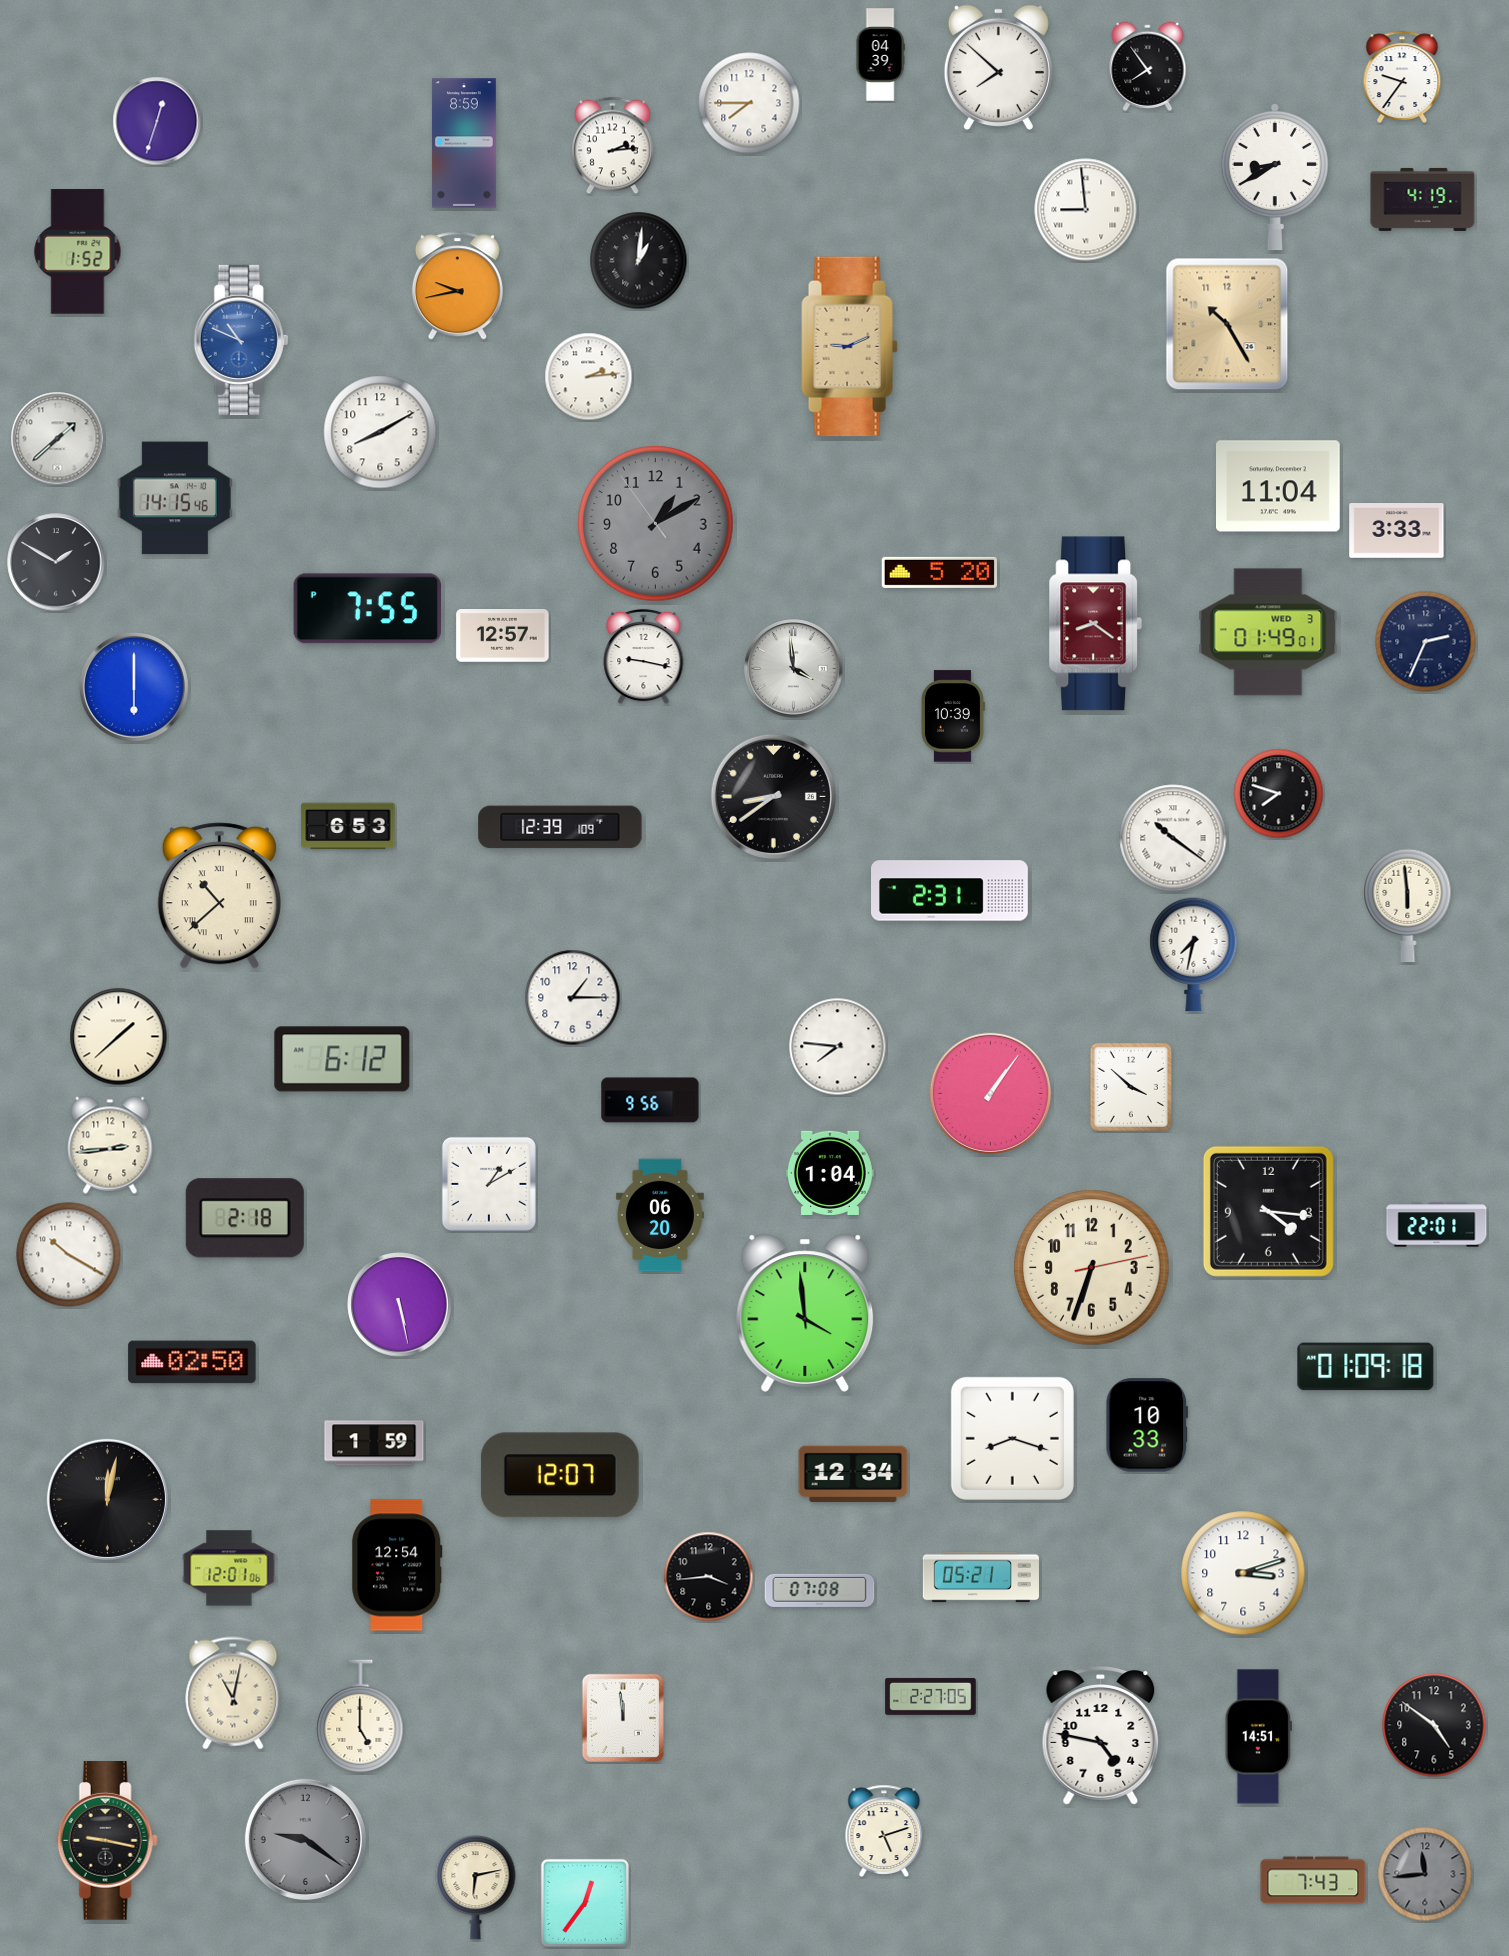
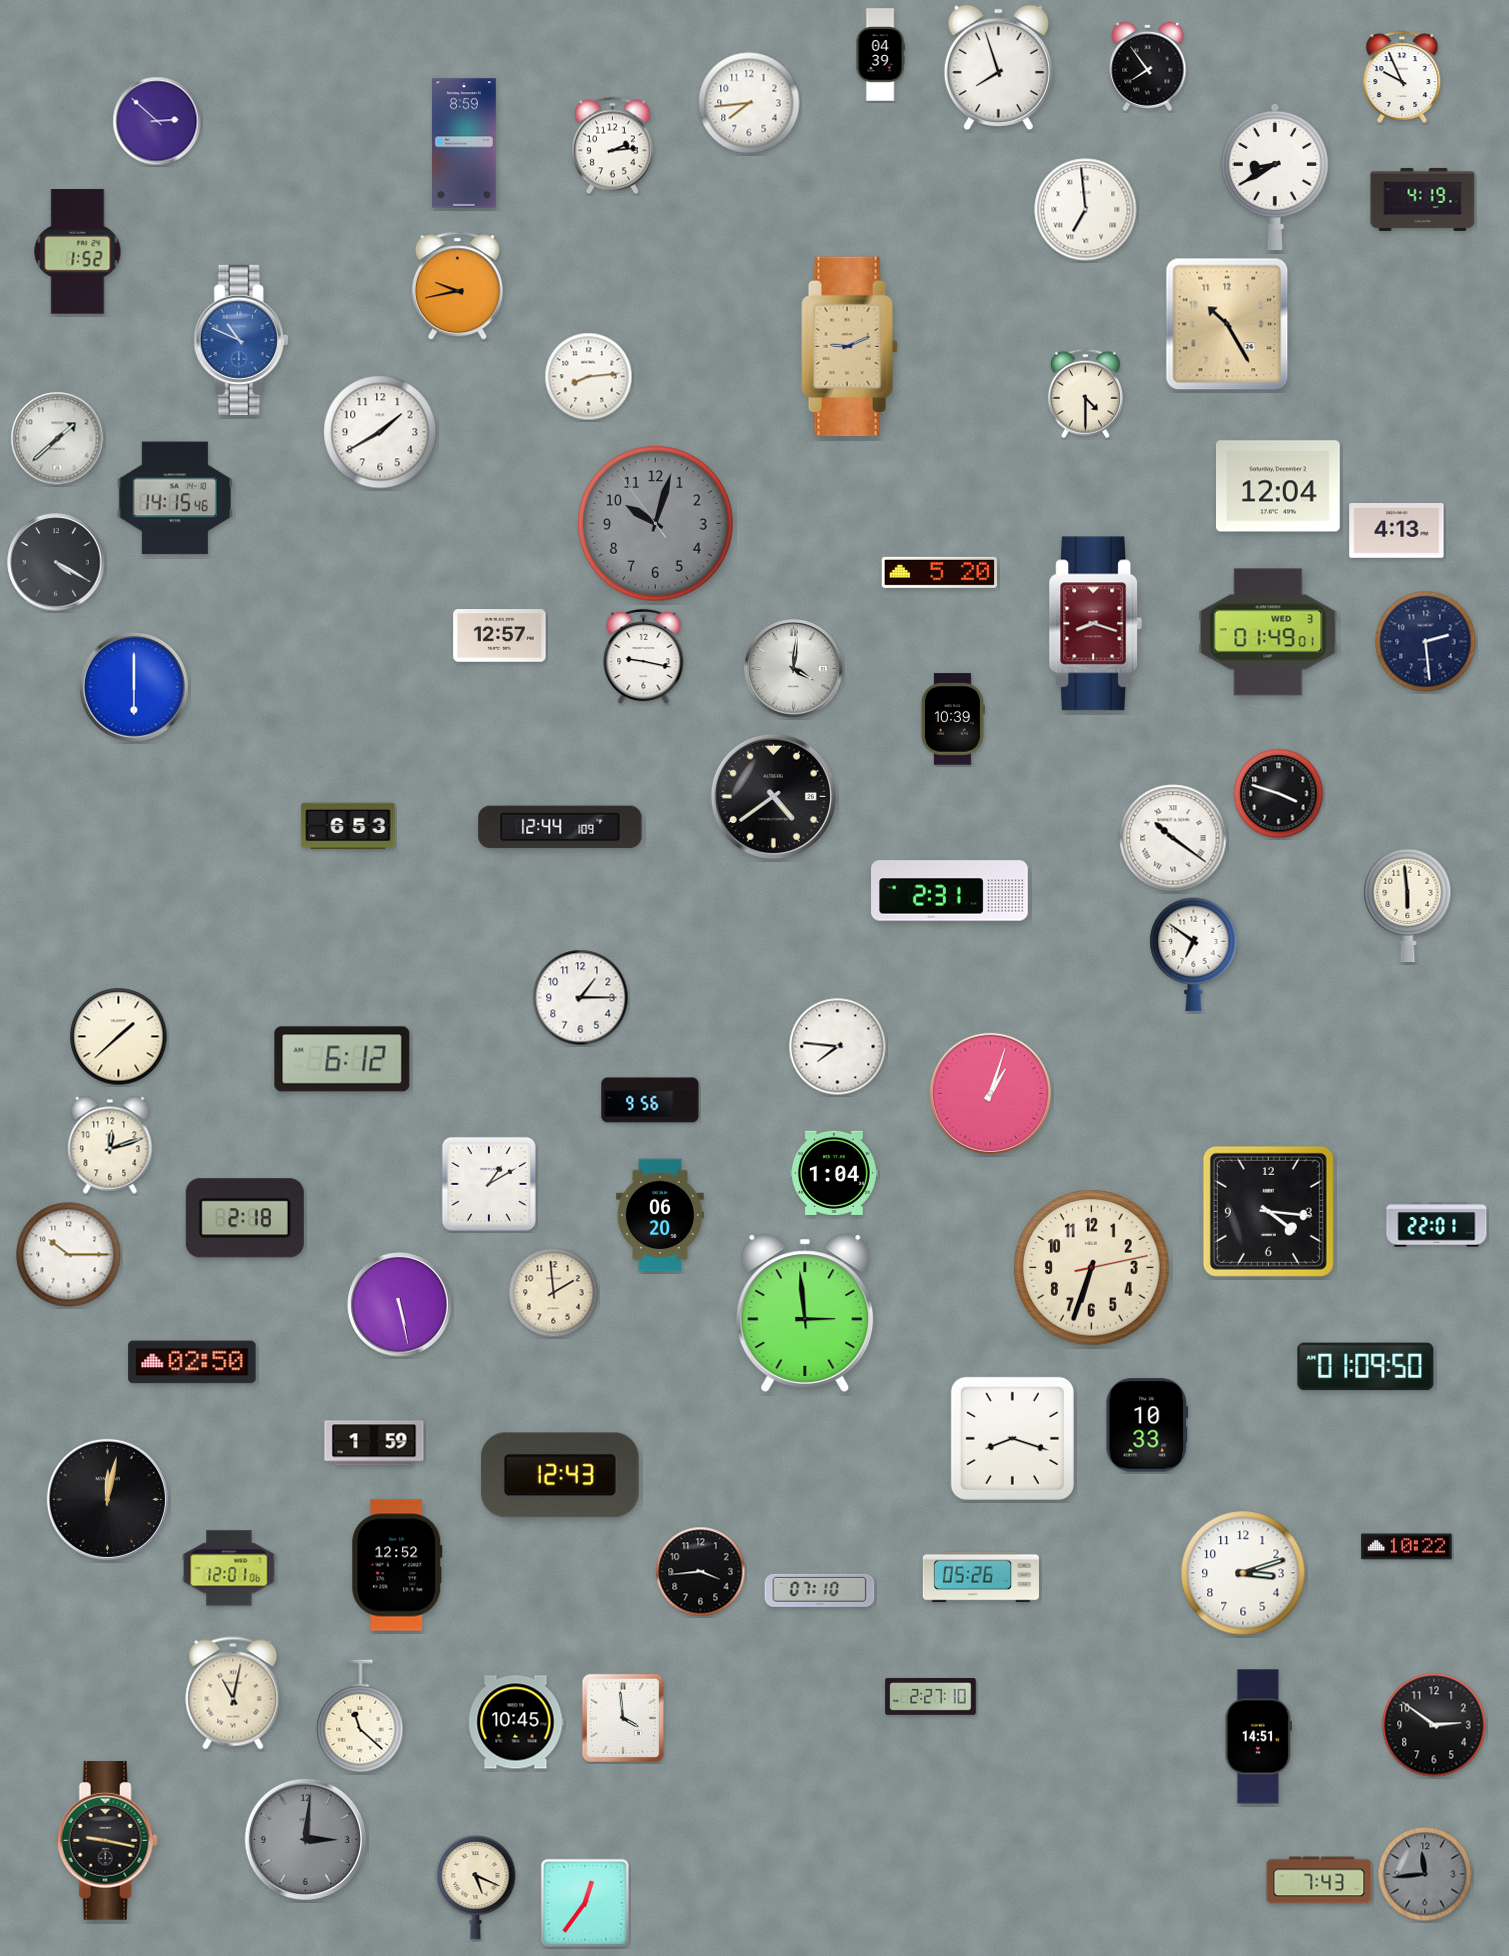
clock at (998, 67): 7:52 -> 7:57
clock at (1402, 77): 9:36 -> 9:56
clock at (749, 103): 7:45 -> 7:44
clock at (157, 121): 12:33 -> 2:52
clock at (1086, 210): 8:59 -> 6:59
clock at (639, 261): 1:01 -> none
clock at (589, 377): 2:14 -> 8:14
clock at (1085, 394): none -> 4:30
clock at (380, 432): 8:10 -> 1:40
clock at (1279, 486): 11:04 -> 12:04
clock at (656, 524): 1:09 -> 10:02
clock at (1397, 531): 3:33 -> 4:13
clock at (56, 562): 1:50 -> 4:20
clock at (367, 609): 7:55 -> none
clock at (1096, 624): 8:21 -> 8:18
clock at (503, 636) position: (503, 636) -> (500, 636)
clock at (1426, 642): 2:34 -> 2:29
clock at (794, 669): 3:59 -> 4:01
clock at (952, 716) position: (952, 716) -> (952, 719)
clock at (1279, 794): 7:48 -> 3:48
clock at (773, 796): 8:39 -> 4:39
clock at (560, 827): 12:39 -> 12:44
clock at (219, 896): 10:38 -> none
clock at (1194, 955): 7:32 -> 6:51
clock at (573, 998) position: (573, 998) -> (581, 998)
clock at (1131, 1087): 3:52 -> none
clock at (990, 1093): 1:06 -> 1:03
clock at (110, 1145): 2:44 -> 12:12
clock at (830, 1173) position: (830, 1173) -> (834, 1173)
clock at (69, 1255): 10:20 -> 10:15
clock at (554, 1293): none -> 1:59
clock at (805, 1313): 3:59 -> 2:59
clock at (1366, 1367): 01:09:18 -> 01:09:50
clock at (853, 1474): 12:34 -> none
clock at (560, 1475): 12:07 -> 12:43
clock at (1407, 1547): none -> 10:22
clock at (397, 1565): 12:54 -> 12:52
clock at (709, 1577) position: (709, 1577) -> (701, 1572)
clock at (981, 1577): 05:21 -> 05:26
clock at (820, 1590): 07:08 -> 07:10
clock at (931, 1696): 2:27:05 -> 2:27:10
clock at (360, 1717): 5:00 -> 11:22
clock at (623, 1718): 11:59 -> 3:59
clock at (516, 1722): none -> 10:45
clock at (1434, 1725): 4:51 -> 2:51
clock at (1101, 1736): 4:47 -> none
clock at (884, 1831): 5:12 -> none
clock at (305, 1839): 9:21 -> 3:01
clock at (1313, 1880) position: (1313, 1880) -> (1319, 1880)
clock at (476, 1888): 6:13 -> 5:19
